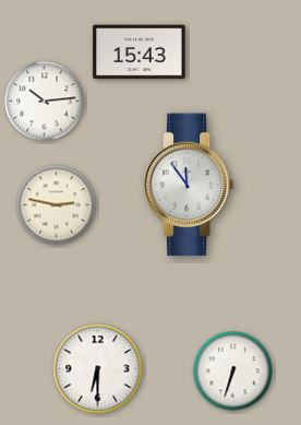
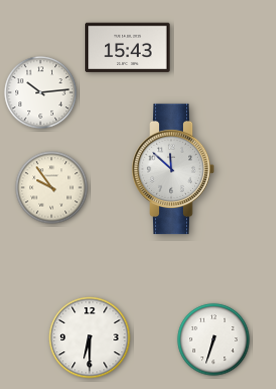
clock at (189, 185): 11:54 -> 11:52
clock at (57, 205): 2:47 -> 9:54
